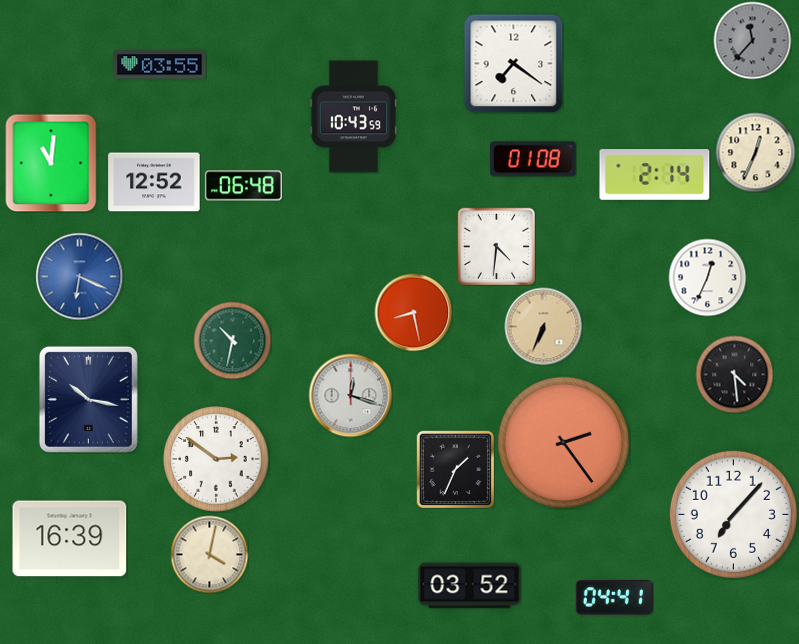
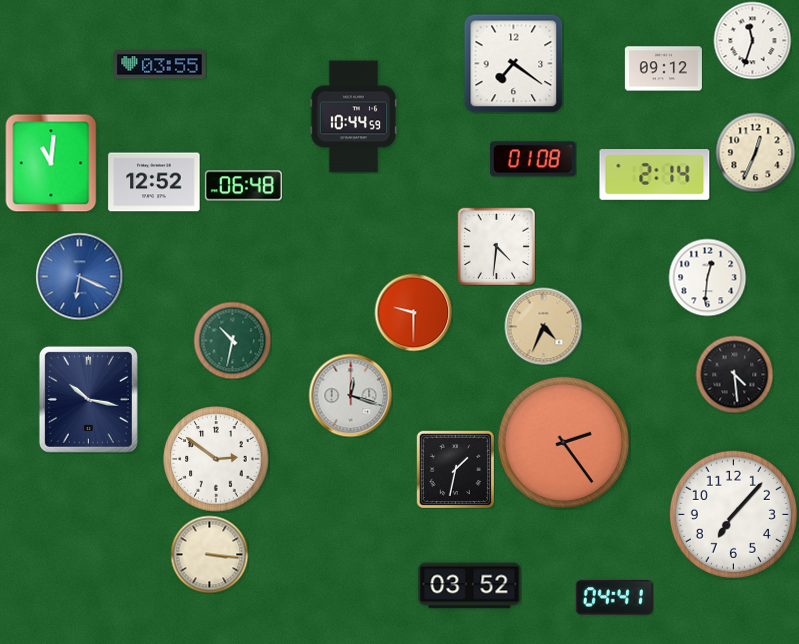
clock at (752, 40): 11:37 -> 11:33
clock at (752, 40) dial: grey -> white
clock at (663, 69): none -> 09:12
clock at (354, 117): 10:43 -> 10:44
clock at (707, 277): 12:34 -> 12:31
clock at (413, 312): 8:28 -> 9:30
clock at (543, 326): 6:34 -> 4:34
clock at (455, 469): 1:34 -> 1:32
clock at (70, 539): 16:39 -> none
clock at (209, 554): 4:02 -> 3:16
